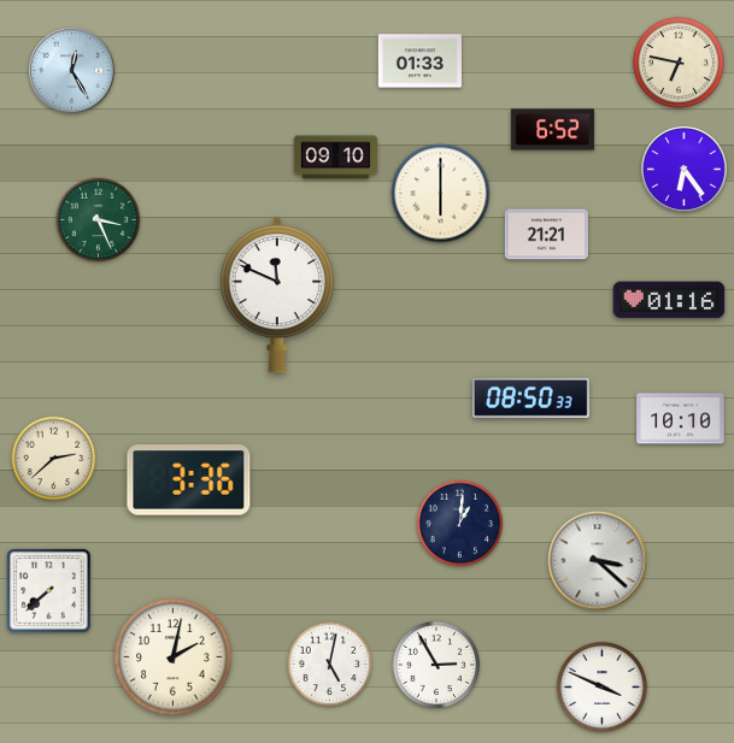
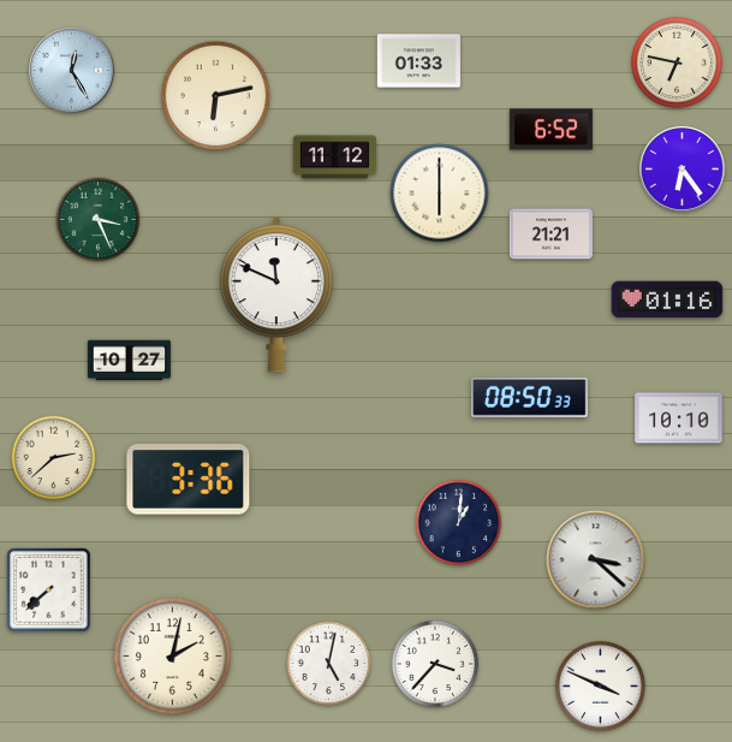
clock at (216, 96): none -> 6:13
clock at (335, 158): 09:10 -> 11:12
clock at (546, 235) position: (546, 235) -> (551, 235)
clock at (129, 361): none -> 10:27
clock at (435, 664): 2:55 -> 3:37
